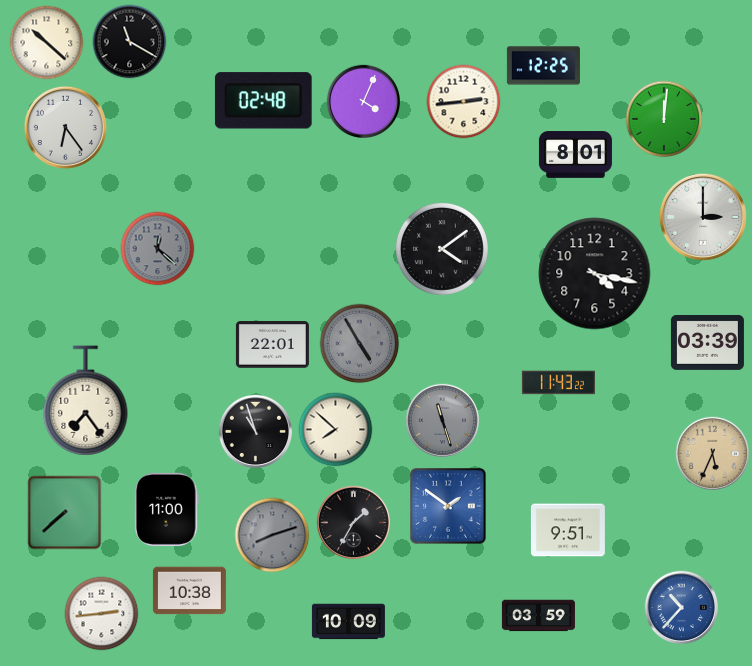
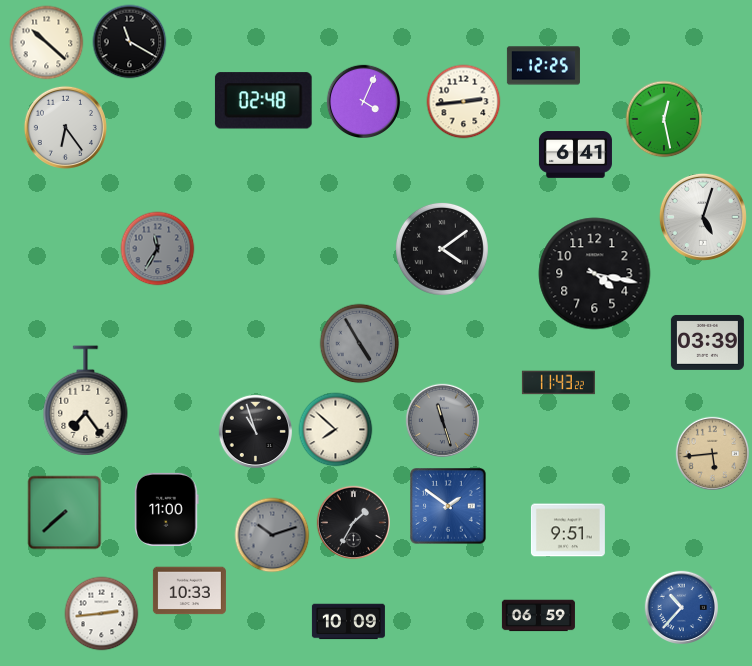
clock at (664, 119): 12:01 -> 12:28
clock at (575, 155): 8:01 -> 6:41
clock at (703, 217): 3:00 -> 5:03
clock at (158, 249): 12:22 -> 11:35
clock at (272, 345): 22:01 -> none
clock at (712, 453): 5:34 -> 5:44
clock at (272, 535): 8:12 -> 10:12
clock at (189, 591): 10:38 -> 10:33
clock at (538, 616): 03:59 -> 06:59
